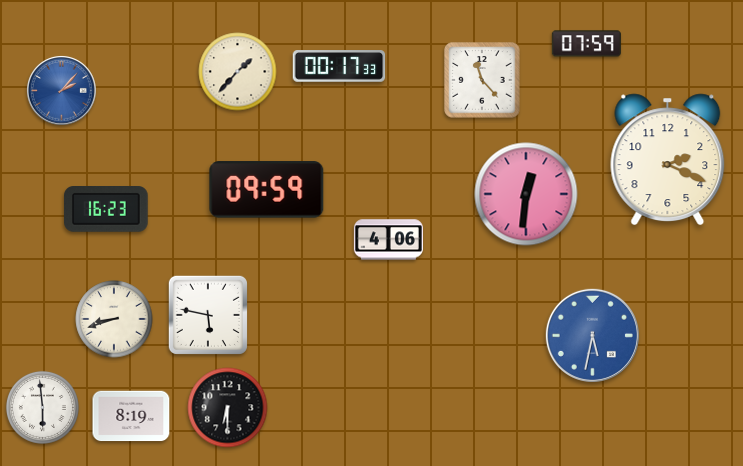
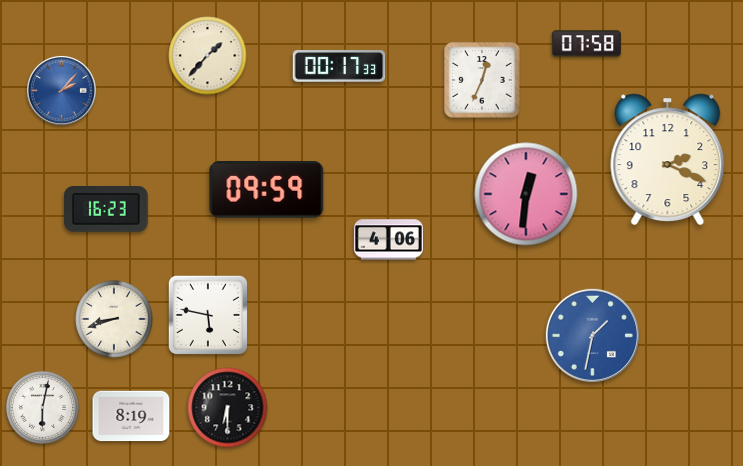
clock at (586, 44): 07:59 -> 07:58
clock at (238, 72) position: (238, 72) -> (208, 56)
clock at (482, 80): 11:23 -> 12:34
clock at (592, 335): 5:32 -> 1:32
clock at (42, 407): 5:59 -> 6:02
